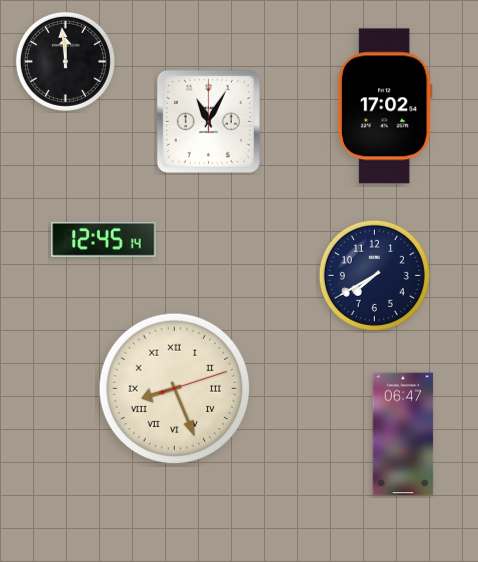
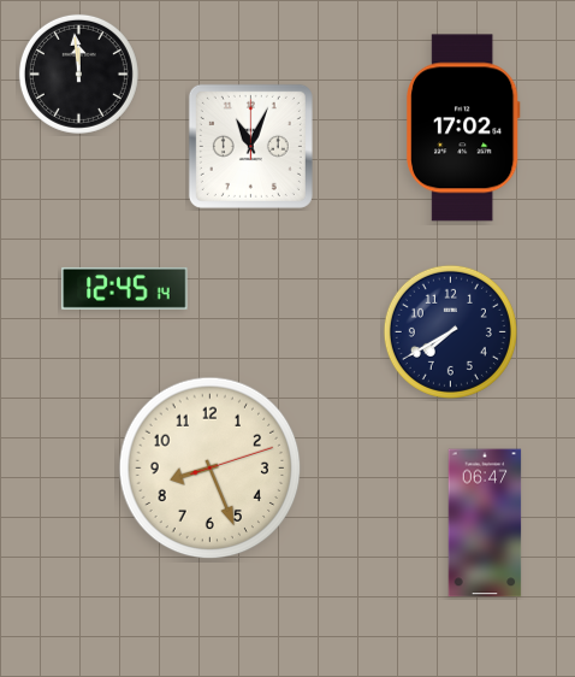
clock at (208, 121): 11:05 -> 11:04
clock at (175, 389) numerals: Roman -> Arabic
